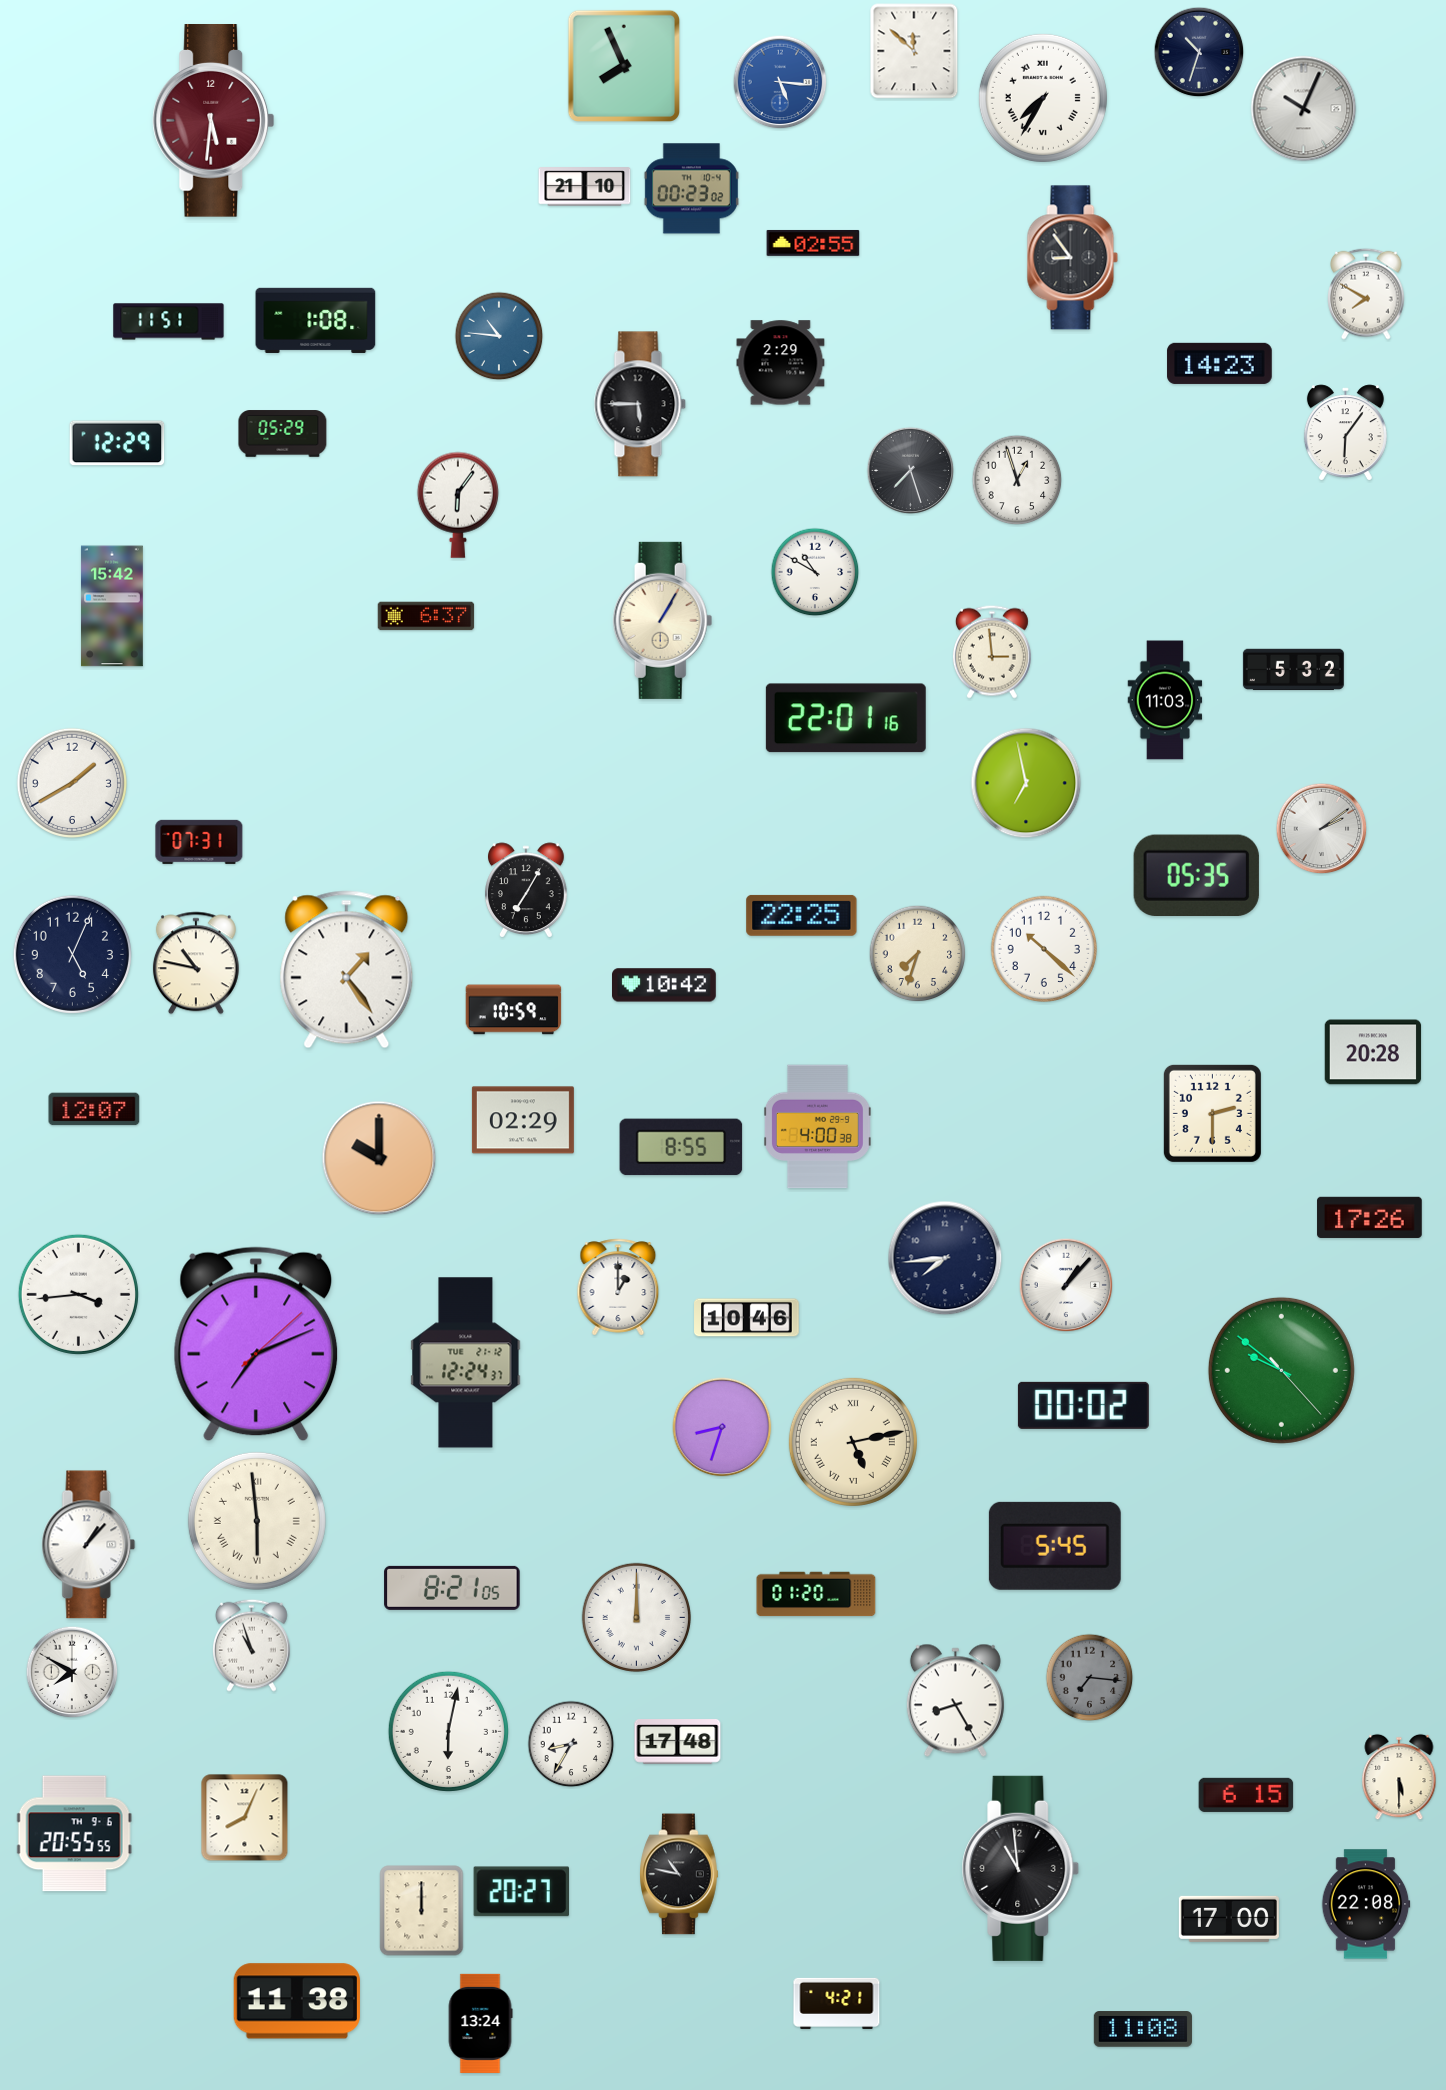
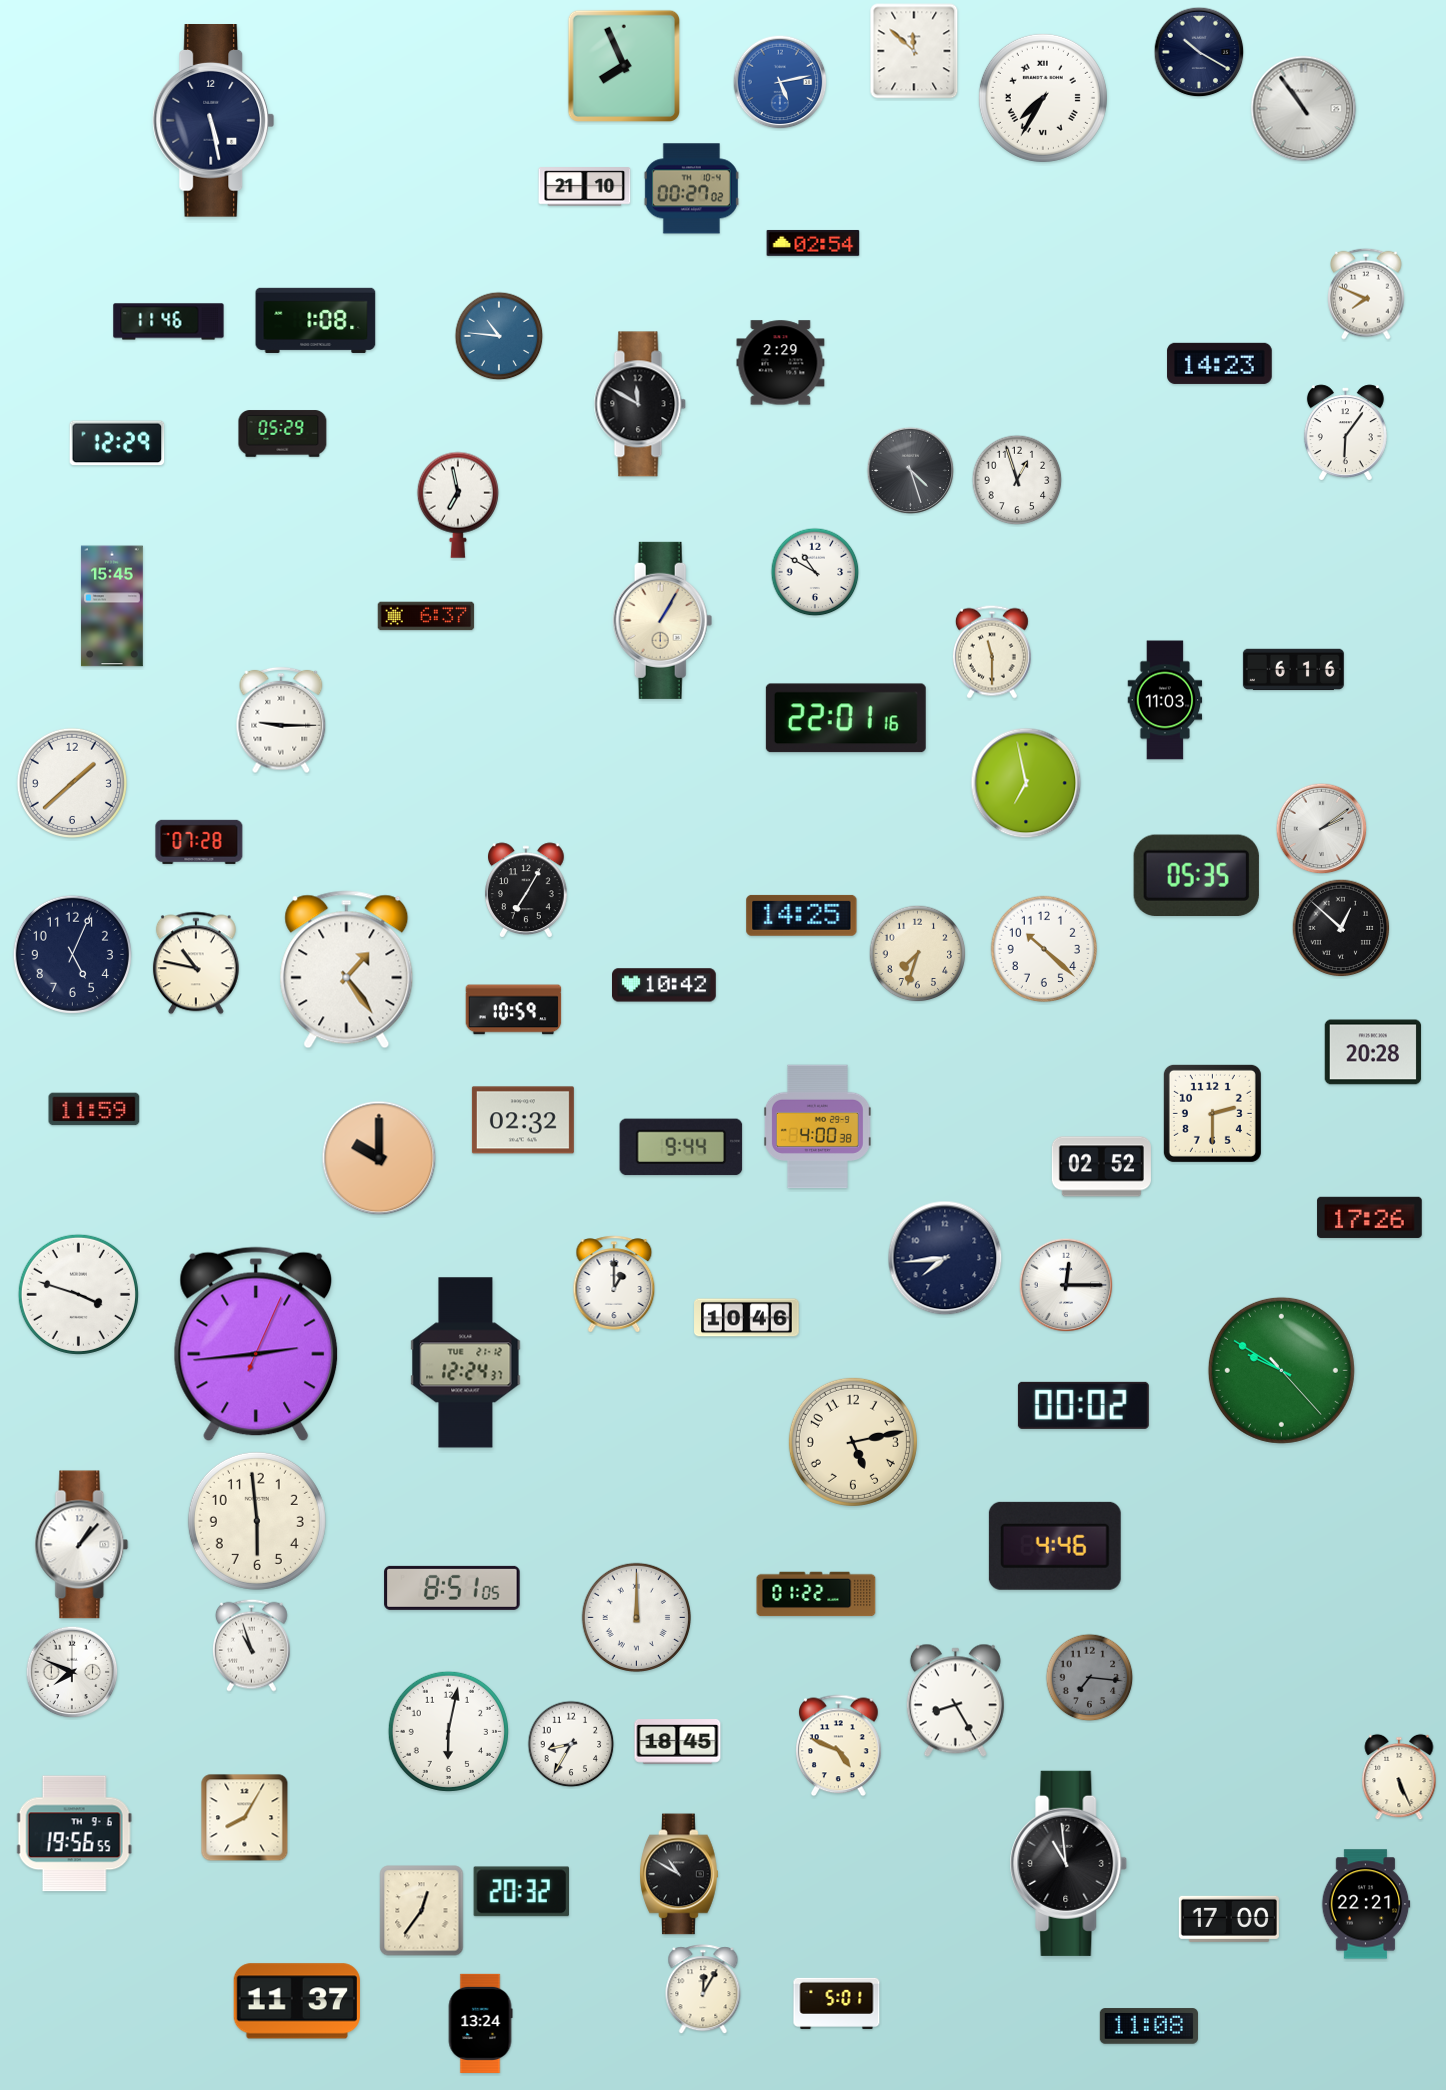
clock at (1199, 52): 10:33 -> 10:20
clock at (780, 82): 5:16 -> 5:13
clock at (1304, 109): 10:04 -> 10:54
clock at (214, 121): 5:31 -> 5:28
clock at (214, 121) dial: burgundy -> navy
clock at (691, 189): 00:23 -> 00:27
clock at (813, 243): 02:55 -> 02:54
clock at (1073, 258): 8:54 -> none
clock at (1366, 294): 7:50 -> 7:49
clock at (169, 322): 11:51 -> 11:46
clock at (640, 404): 5:45 -> 11:50
clock at (911, 471): 7:27 -> 4:27
clock at (458, 505): 6:06 -> 6:58
clock at (112, 606): 15:42 -> 15:45
clock at (992, 652): 2:59 -> 11:30
clock at (1293, 670): 5:32 -> 6:16
clock at (281, 720): none -> 9:15
clock at (72, 783): 1:40 -> 1:38
clock at (199, 842): 07:31 -> 07:28
clock at (802, 915): 22:25 -> 14:25
clock at (1341, 928): none -> 12:52
clock at (94, 1109): 12:07 -> 11:59
clock at (523, 1120): 02:29 -> 02:32
clock at (681, 1147): 8:55 -> 9:44
clock at (1101, 1167): none -> 02:52
clock at (1066, 1285): 1:07 -> 12:15
clock at (618, 1287) position: (618, 1287) -> (614, 1284)
clock at (78, 1294): 3:44 -> 3:48
clock at (256, 1344): 7:11 -> 2:44
clock at (1281, 1370): 9:51 -> 9:50
clock at (722, 1427): 8:33 -> none
clock at (853, 1442) numerals: Roman -> Arabic
clock at (257, 1521) numerals: Roman -> Arabic
clock at (89, 1545) position: (89, 1545) -> (82, 1545)
clock at (1055, 1546): 5:45 -> 4:46
clock at (452, 1588): 8:21 -> 8:51
clock at (816, 1594): 01:20 -> 01:22
clock at (72, 1672): 7:50 -> 7:49
clock at (678, 1742): 17:48 -> 18:45
clock at (839, 1746): none -> 4:49
clock at (1399, 1777): 5:30 -> 5:26
clock at (1246, 1795): 6:15 -> none
clock at (245, 1818): 8:04 -> 8:05
clock at (74, 1834): 20:55 -> 19:56
clock at (1021, 1868) position: (1021, 1868) -> (1069, 1863)
clock at (679, 1874): 10:47 -> 10:50
clock at (521, 1892): 20:27 -> 20:32
clock at (1366, 1904): 22:08 -> 22:21
clock at (422, 1911): 12:00 -> 12:36
clock at (703, 1990): none -> 12:05
clock at (297, 2001): 11:38 -> 11:37
clock at (837, 2003): 4:21 -> 5:01
clock at (1143, 2029) position: (1143, 2029) -> (1149, 2026)
